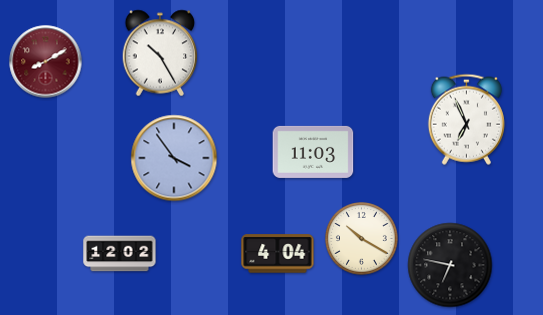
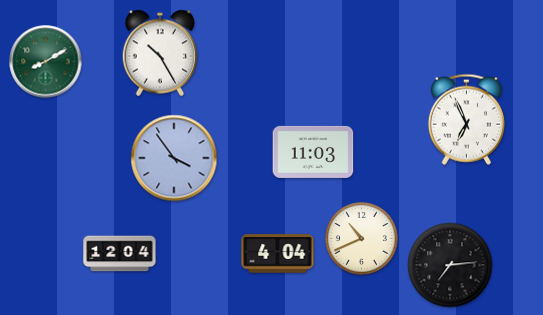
clock at (46, 62) dial: burgundy -> green
clock at (362, 239): 10:20 -> 10:41
clock at (120, 254): 12:02 -> 12:04
clock at (450, 265): 6:47 -> 7:14
